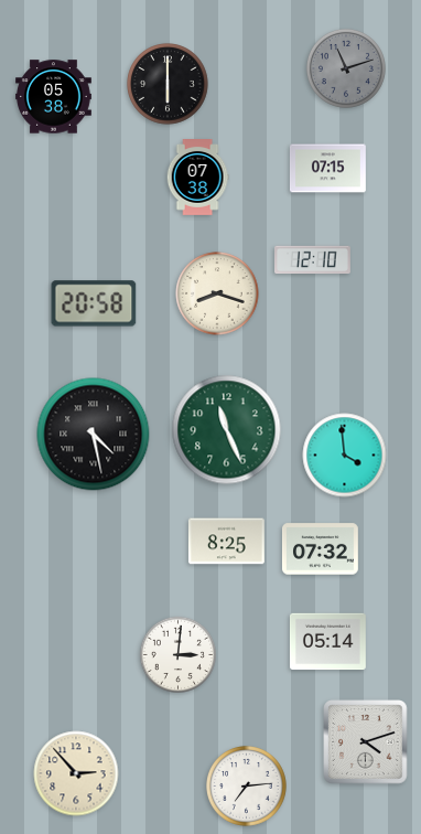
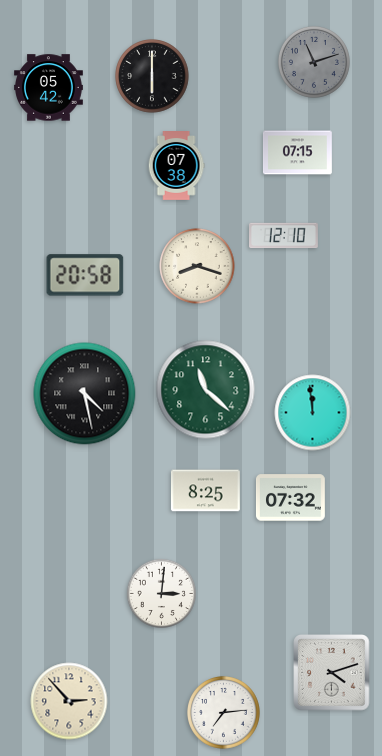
clock at (54, 97): 05:38 -> 05:42
clock at (197, 178) position: (197, 178) -> (176, 166)
clock at (227, 430): 11:26 -> 11:22
clock at (345, 456): 3:59 -> 11:59
clock at (327, 642): 05:14 -> none
